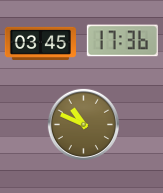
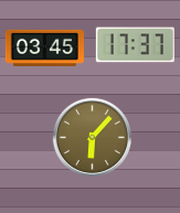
clock at (122, 41): 17:36 -> 17:37
clock at (83, 124): 10:49 -> 6:07
